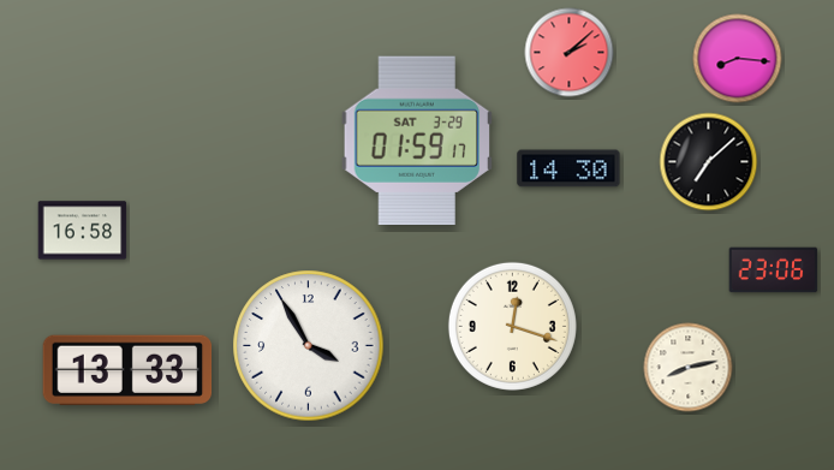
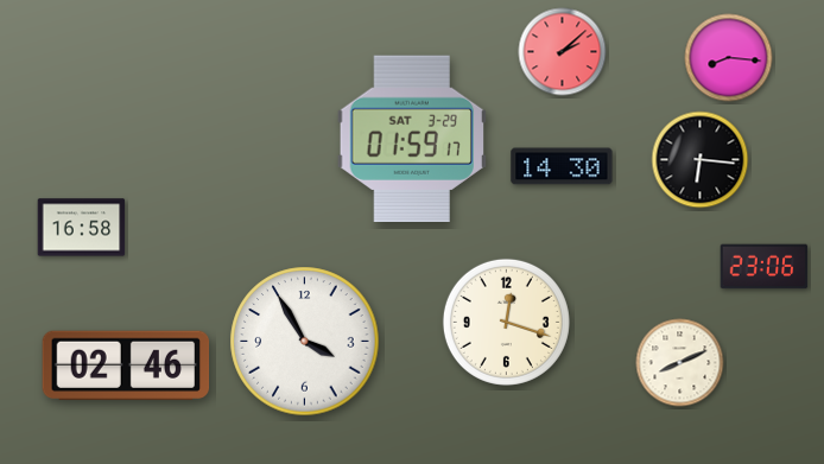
clock at (709, 162): 7:08 -> 6:16
clock at (689, 368): 8:13 -> 8:11
clock at (127, 370): 13:33 -> 02:46
